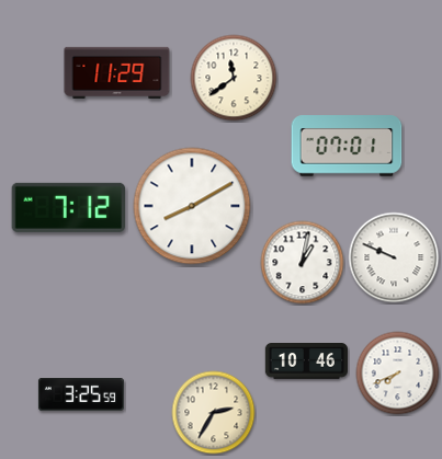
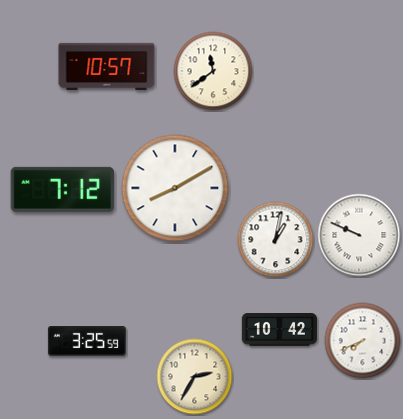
clock at (117, 72): 11:29 -> 10:57
clock at (347, 146): 07:01 -> none
clock at (306, 362): 10:46 -> 10:42
clock at (81, 394) position: (81, 394) -> (87, 341)
